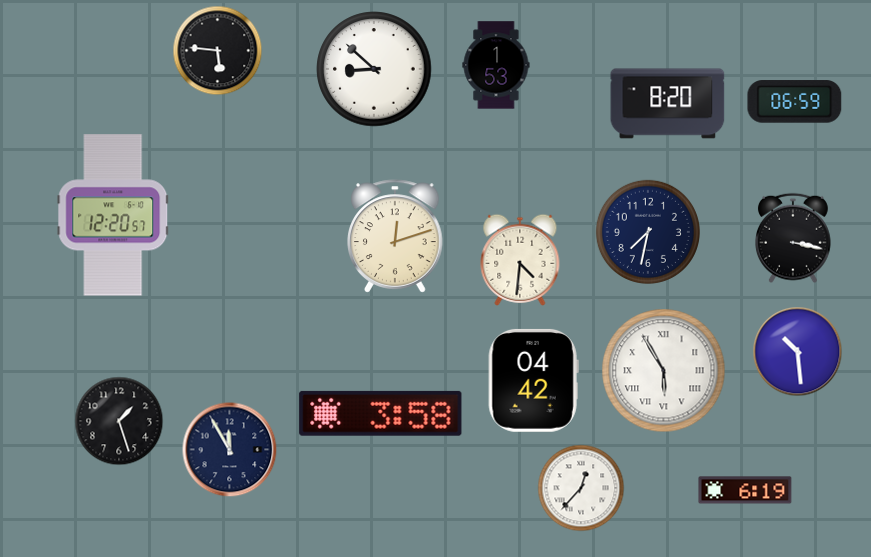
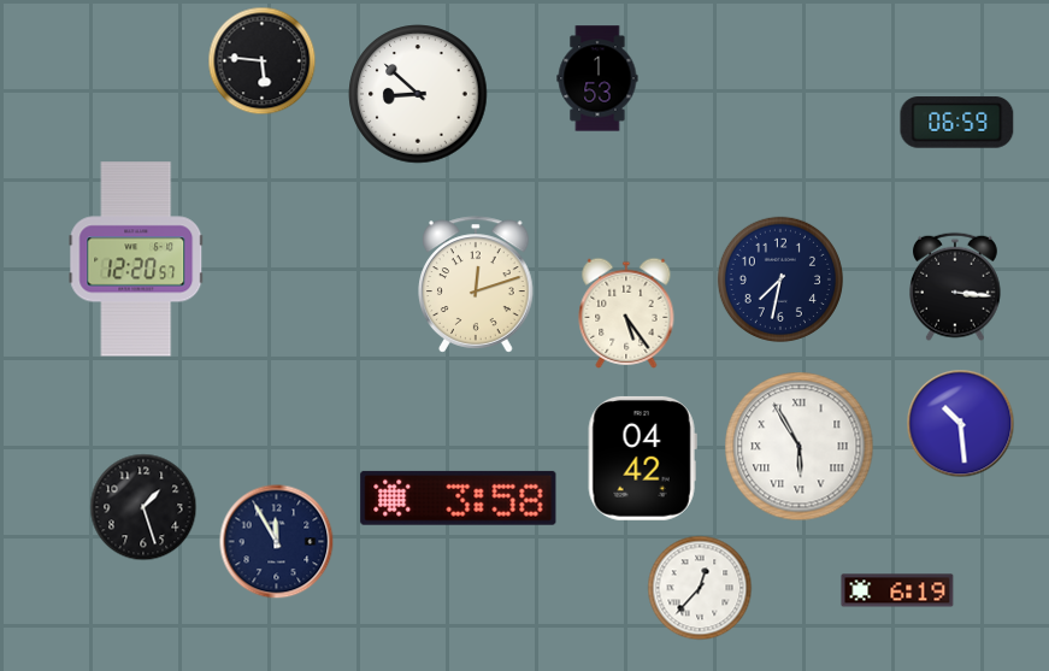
clock at (374, 69) position: (374, 69) -> (418, 94)
clock at (668, 104): 8:20 -> none
clock at (794, 238): 3:17 -> 3:16
clock at (520, 260): 4:31 -> 5:24
